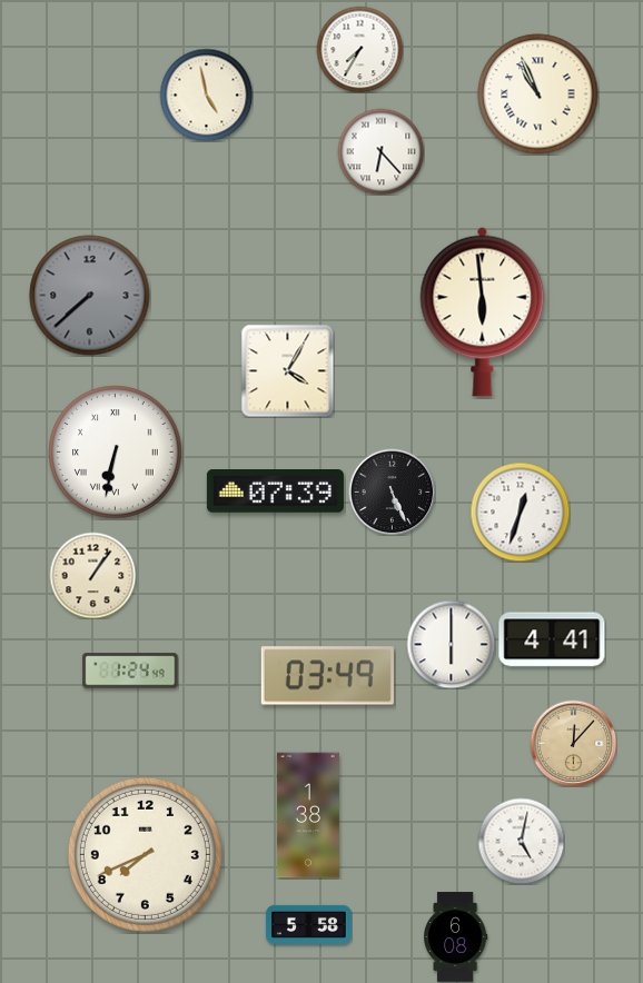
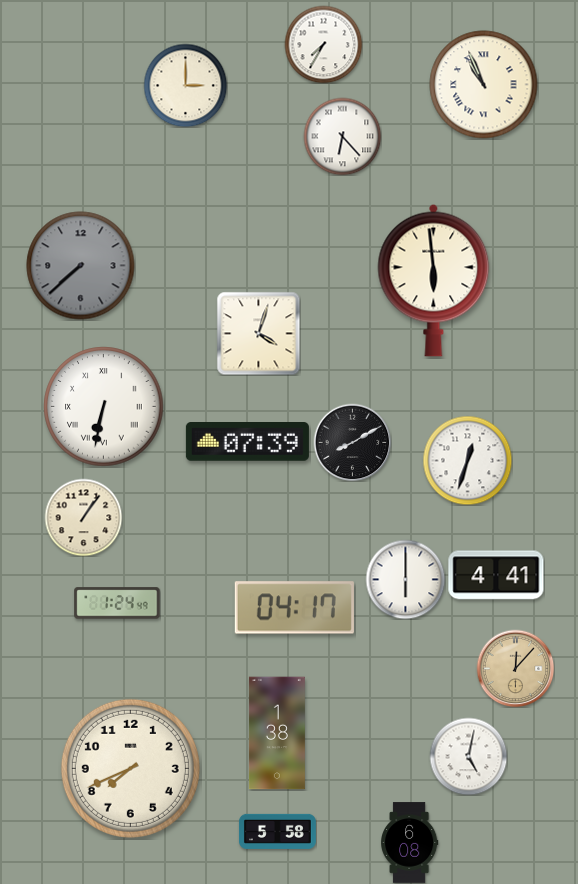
clock at (206, 95): 4:58 -> 3:00
clock at (287, 370): 4:05 -> 4:03
clock at (392, 491): 5:26 -> 8:10
clock at (327, 676): 03:49 -> 04:17
